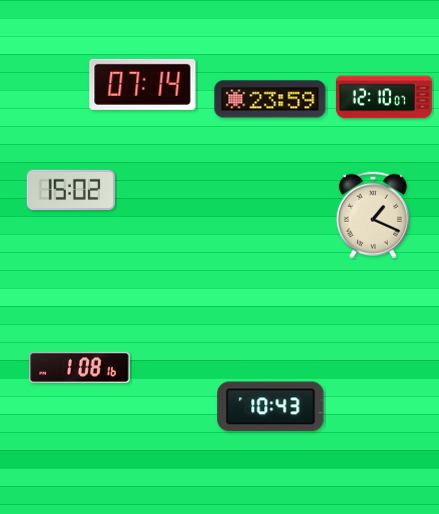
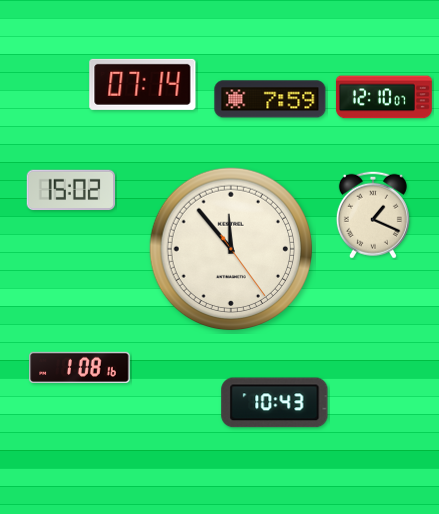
clock at (270, 99): 23:59 -> 7:59
clock at (231, 249): none -> 11:53
clock at (271, 407) position: (271, 407) -> (275, 403)
